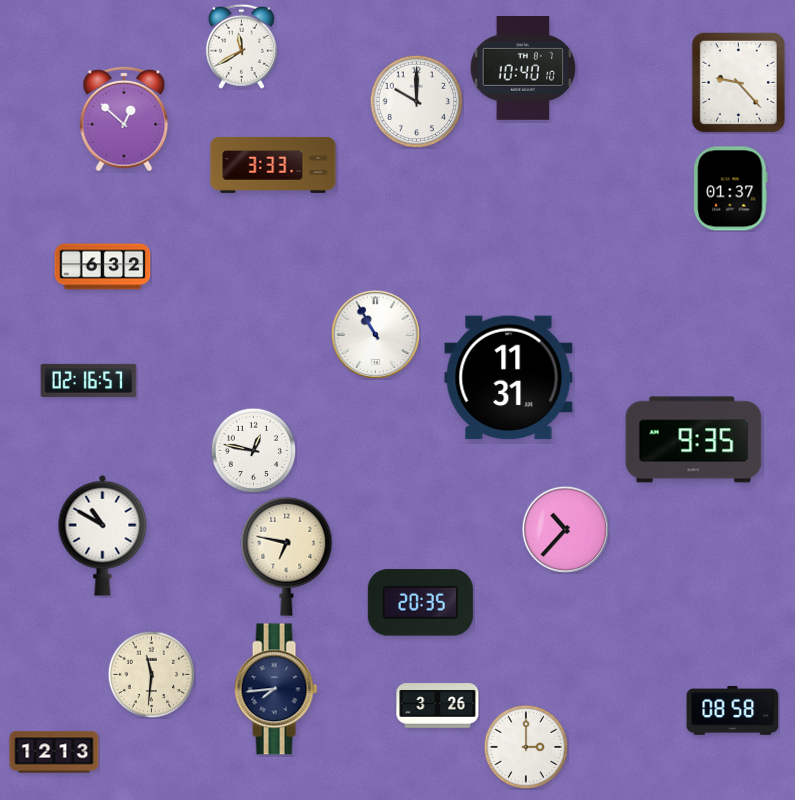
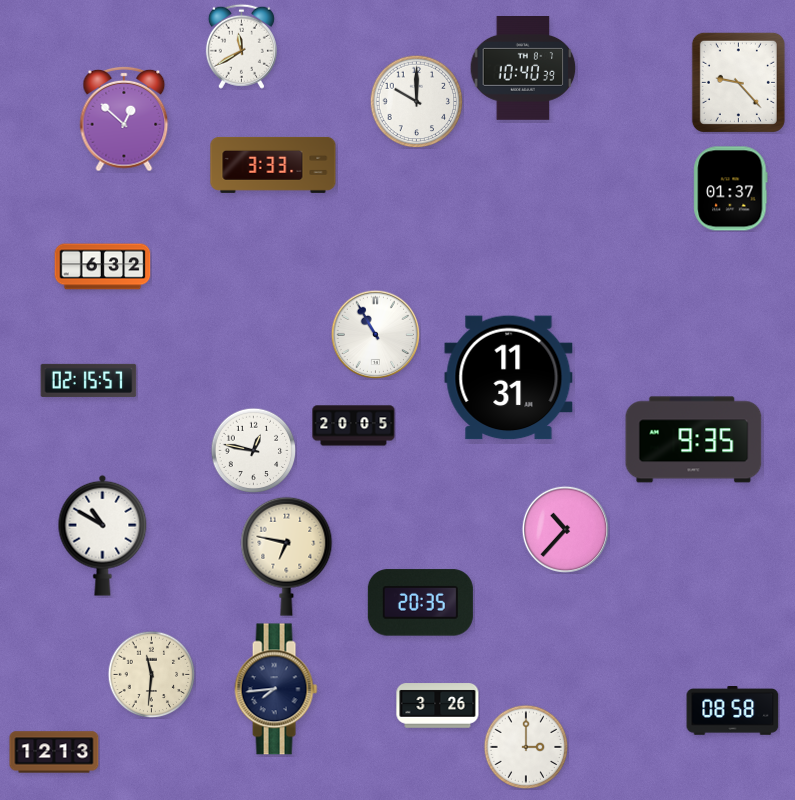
clock at (523, 69): 10:40:10 -> 10:40:39
clock at (89, 380): 02:16 -> 02:15
clock at (354, 426): none -> 20:05
